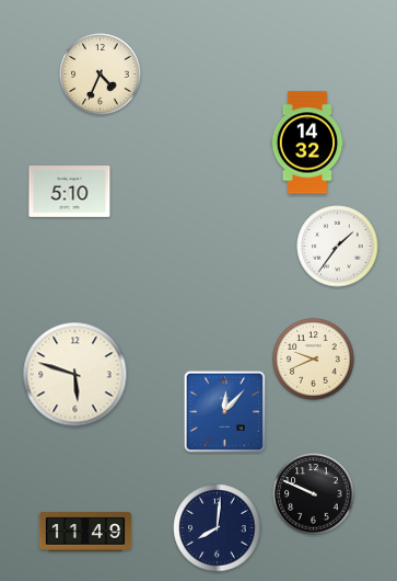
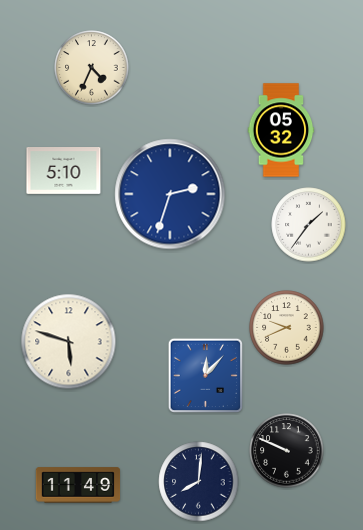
clock at (307, 143): 14:32 -> 05:32
clock at (70, 192) position: (70, 192) -> (64, 171)
clock at (170, 194): none -> 2:33
